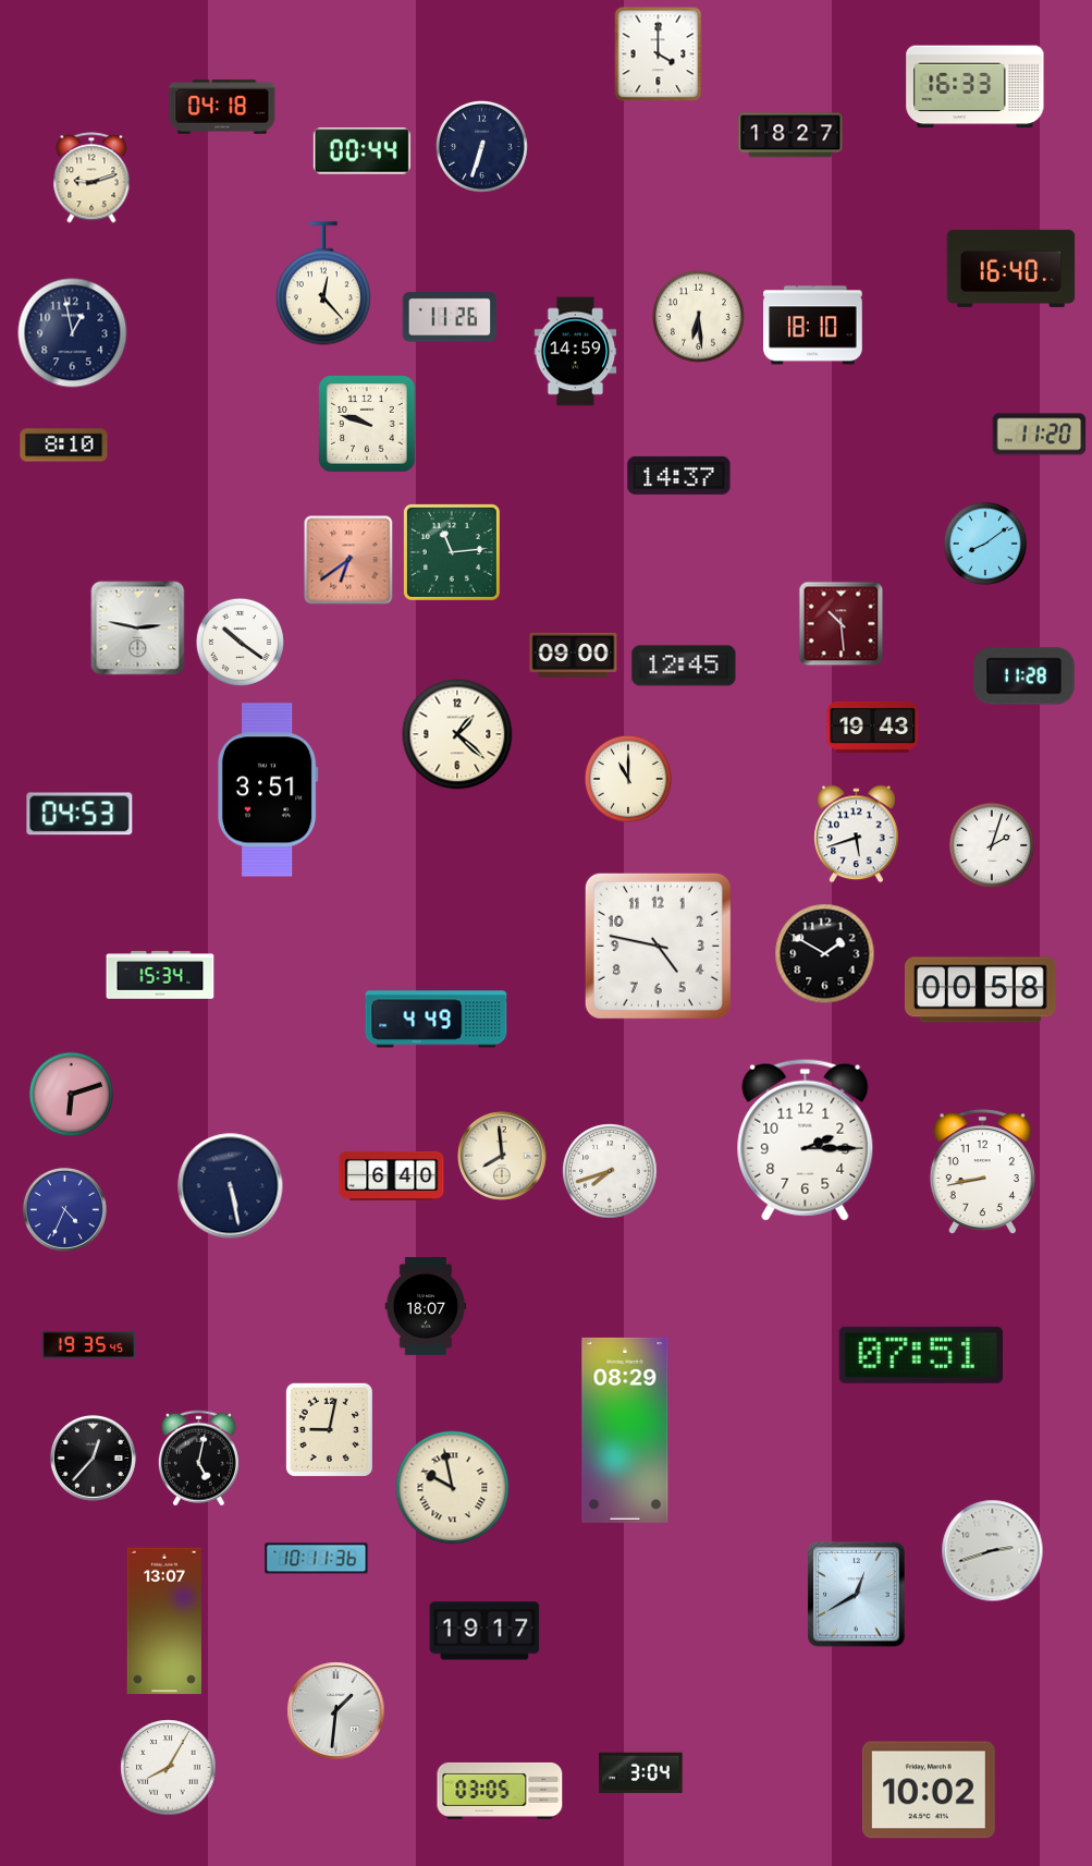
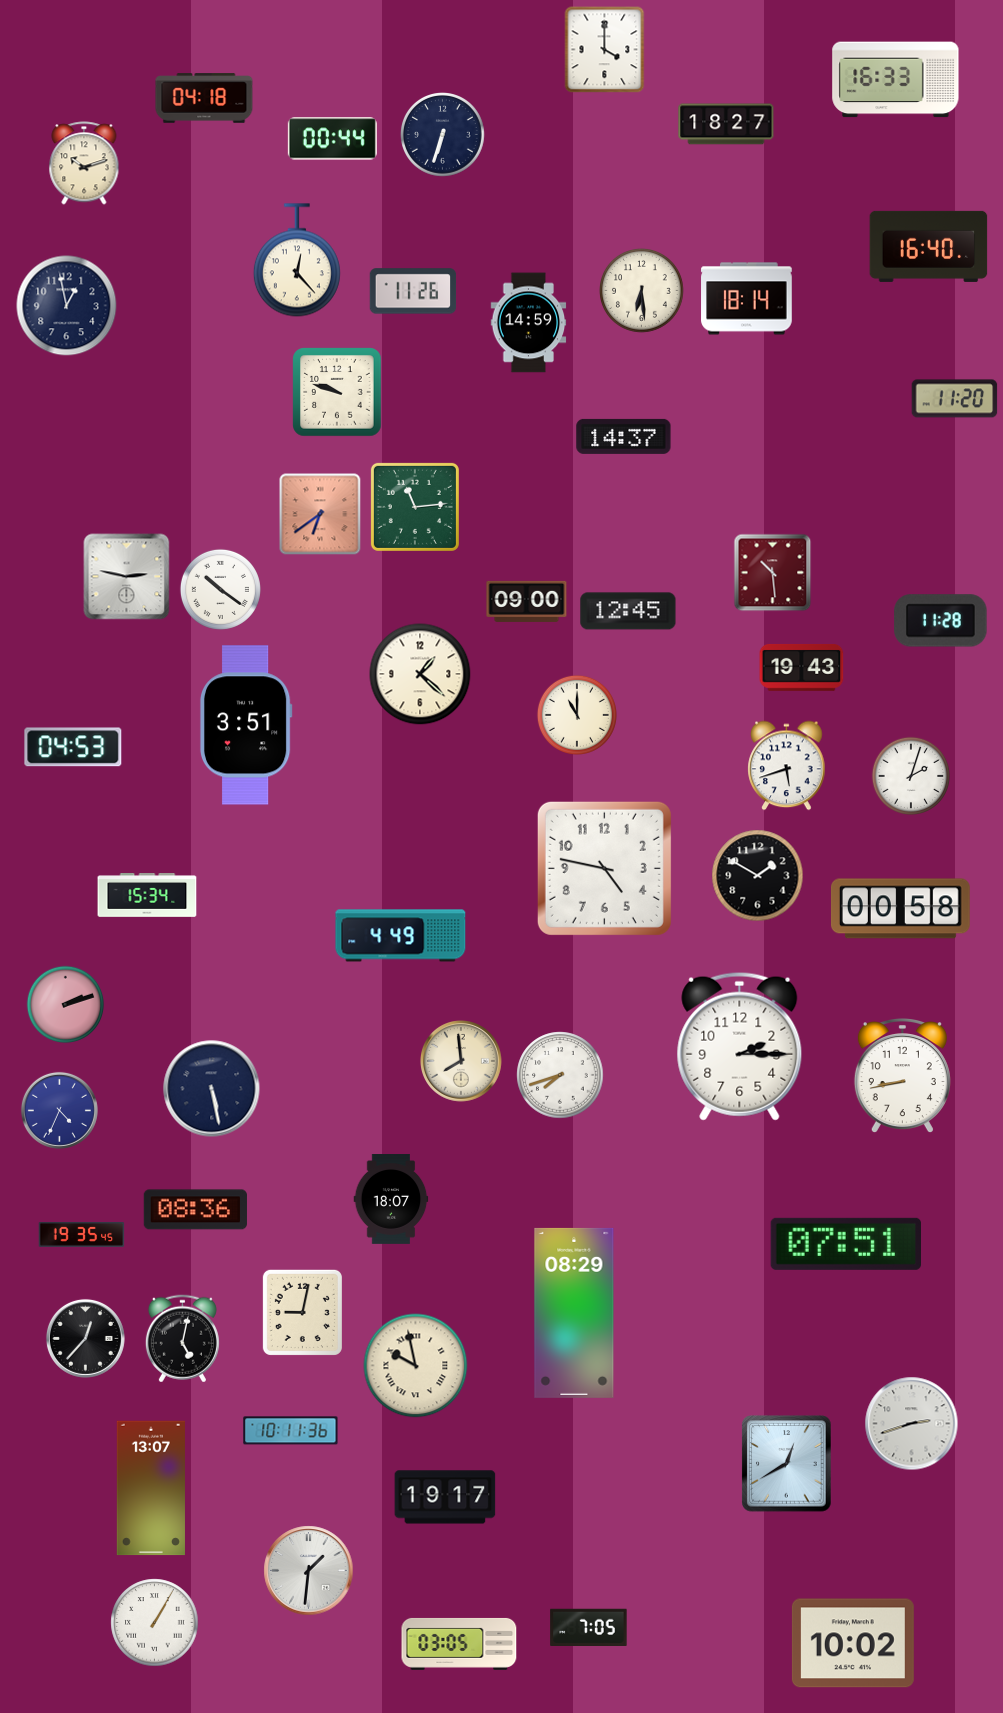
clock at (91, 178): 9:12 -> 10:12
clock at (813, 326): 18:10 -> 18:14
clock at (367, 424) position: (367, 424) -> (337, 392)
clock at (64, 446): 8:10 -> none
clock at (985, 544): 8:09 -> none
clock at (72, 1095): 6:12 -> 2:12
clock at (392, 1175): 6:40 -> none
clock at (195, 1210): none -> 08:36
clock at (169, 1768): 8:05 -> 1:05
clock at (641, 1773): 3:04 -> 7:05
